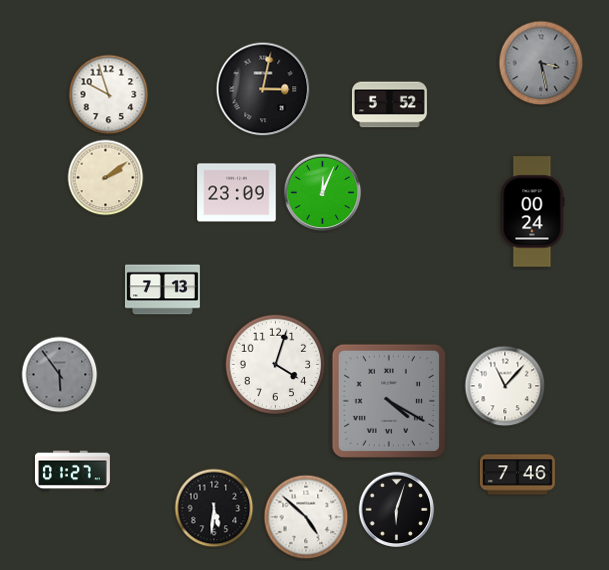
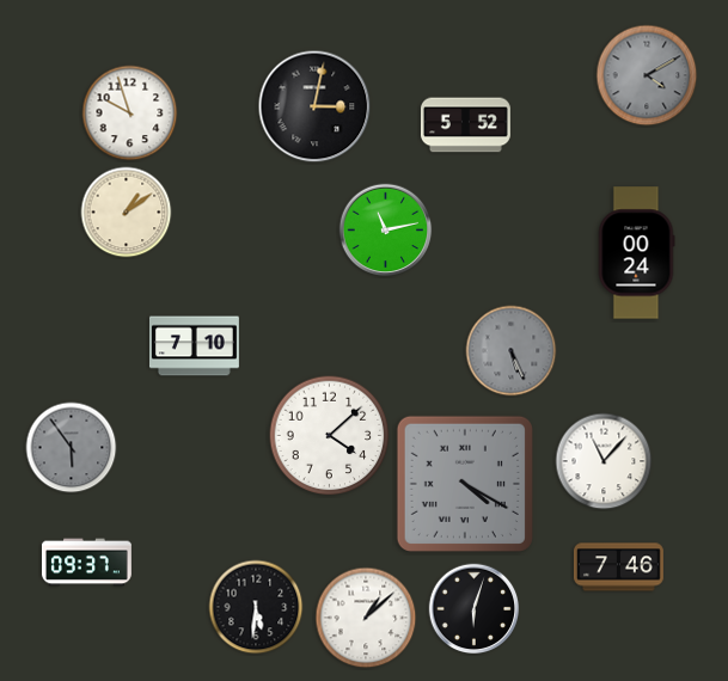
clock at (541, 63): 3:28 -> 4:10
clock at (106, 178): 2:09 -> 1:09
clock at (237, 193): 23:09 -> none
clock at (323, 193): 12:04 -> 11:13
clock at (162, 290): 7:13 -> 7:10
clock at (512, 351): none -> 5:26
clock at (276, 365): 4:03 -> 4:08
clock at (389, 401) position: (389, 401) -> (465, 484)
clock at (72, 471): 01:27 -> 09:37
clock at (306, 517): 4:52 -> 1:08
